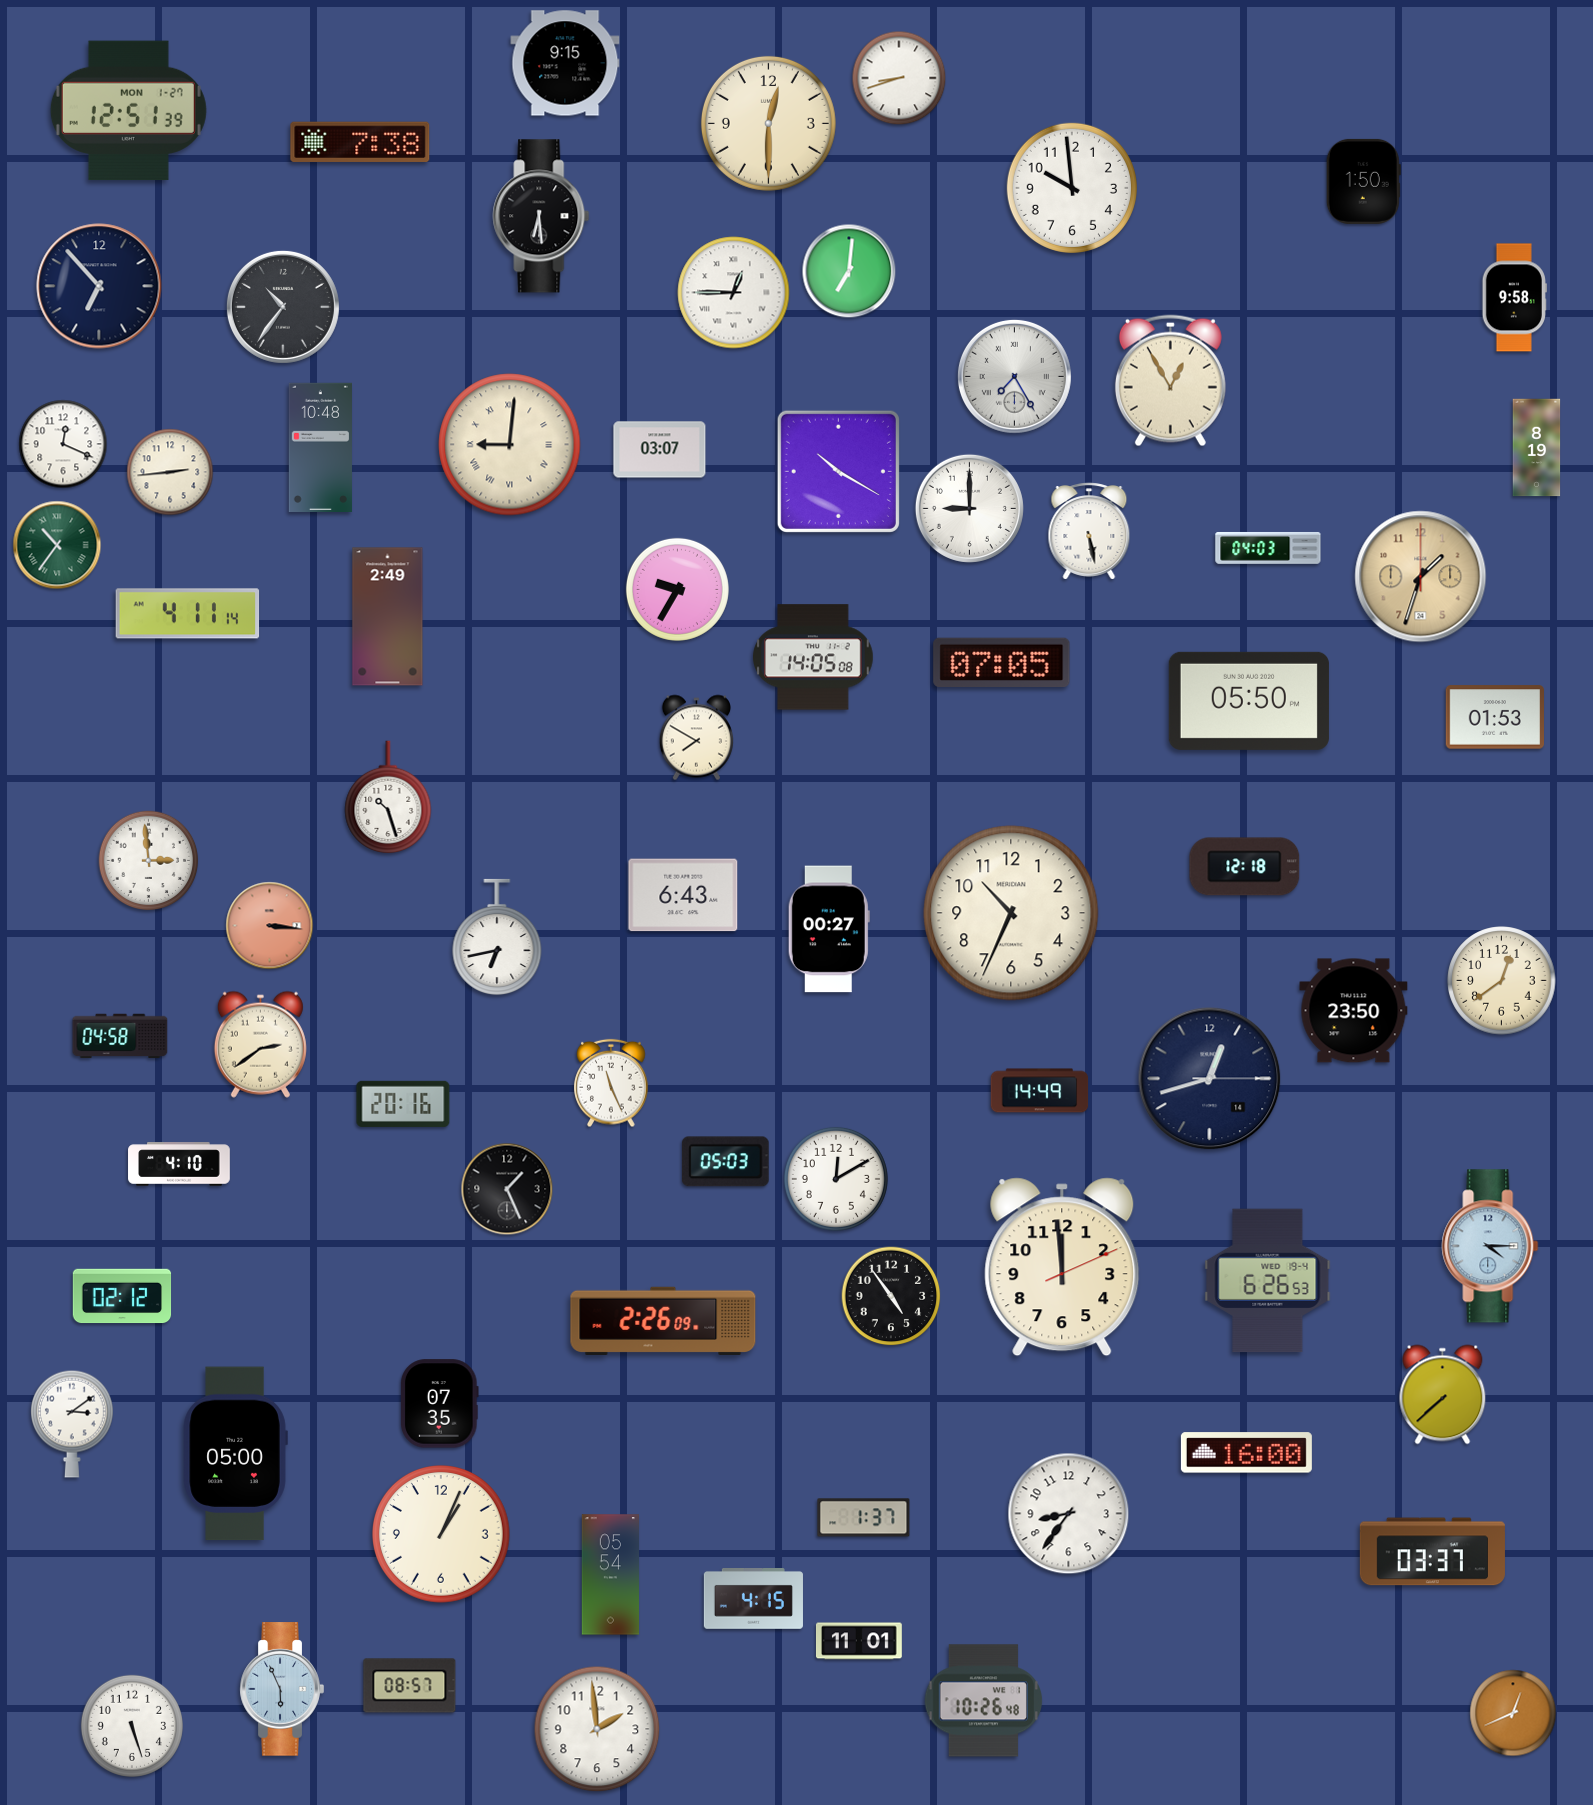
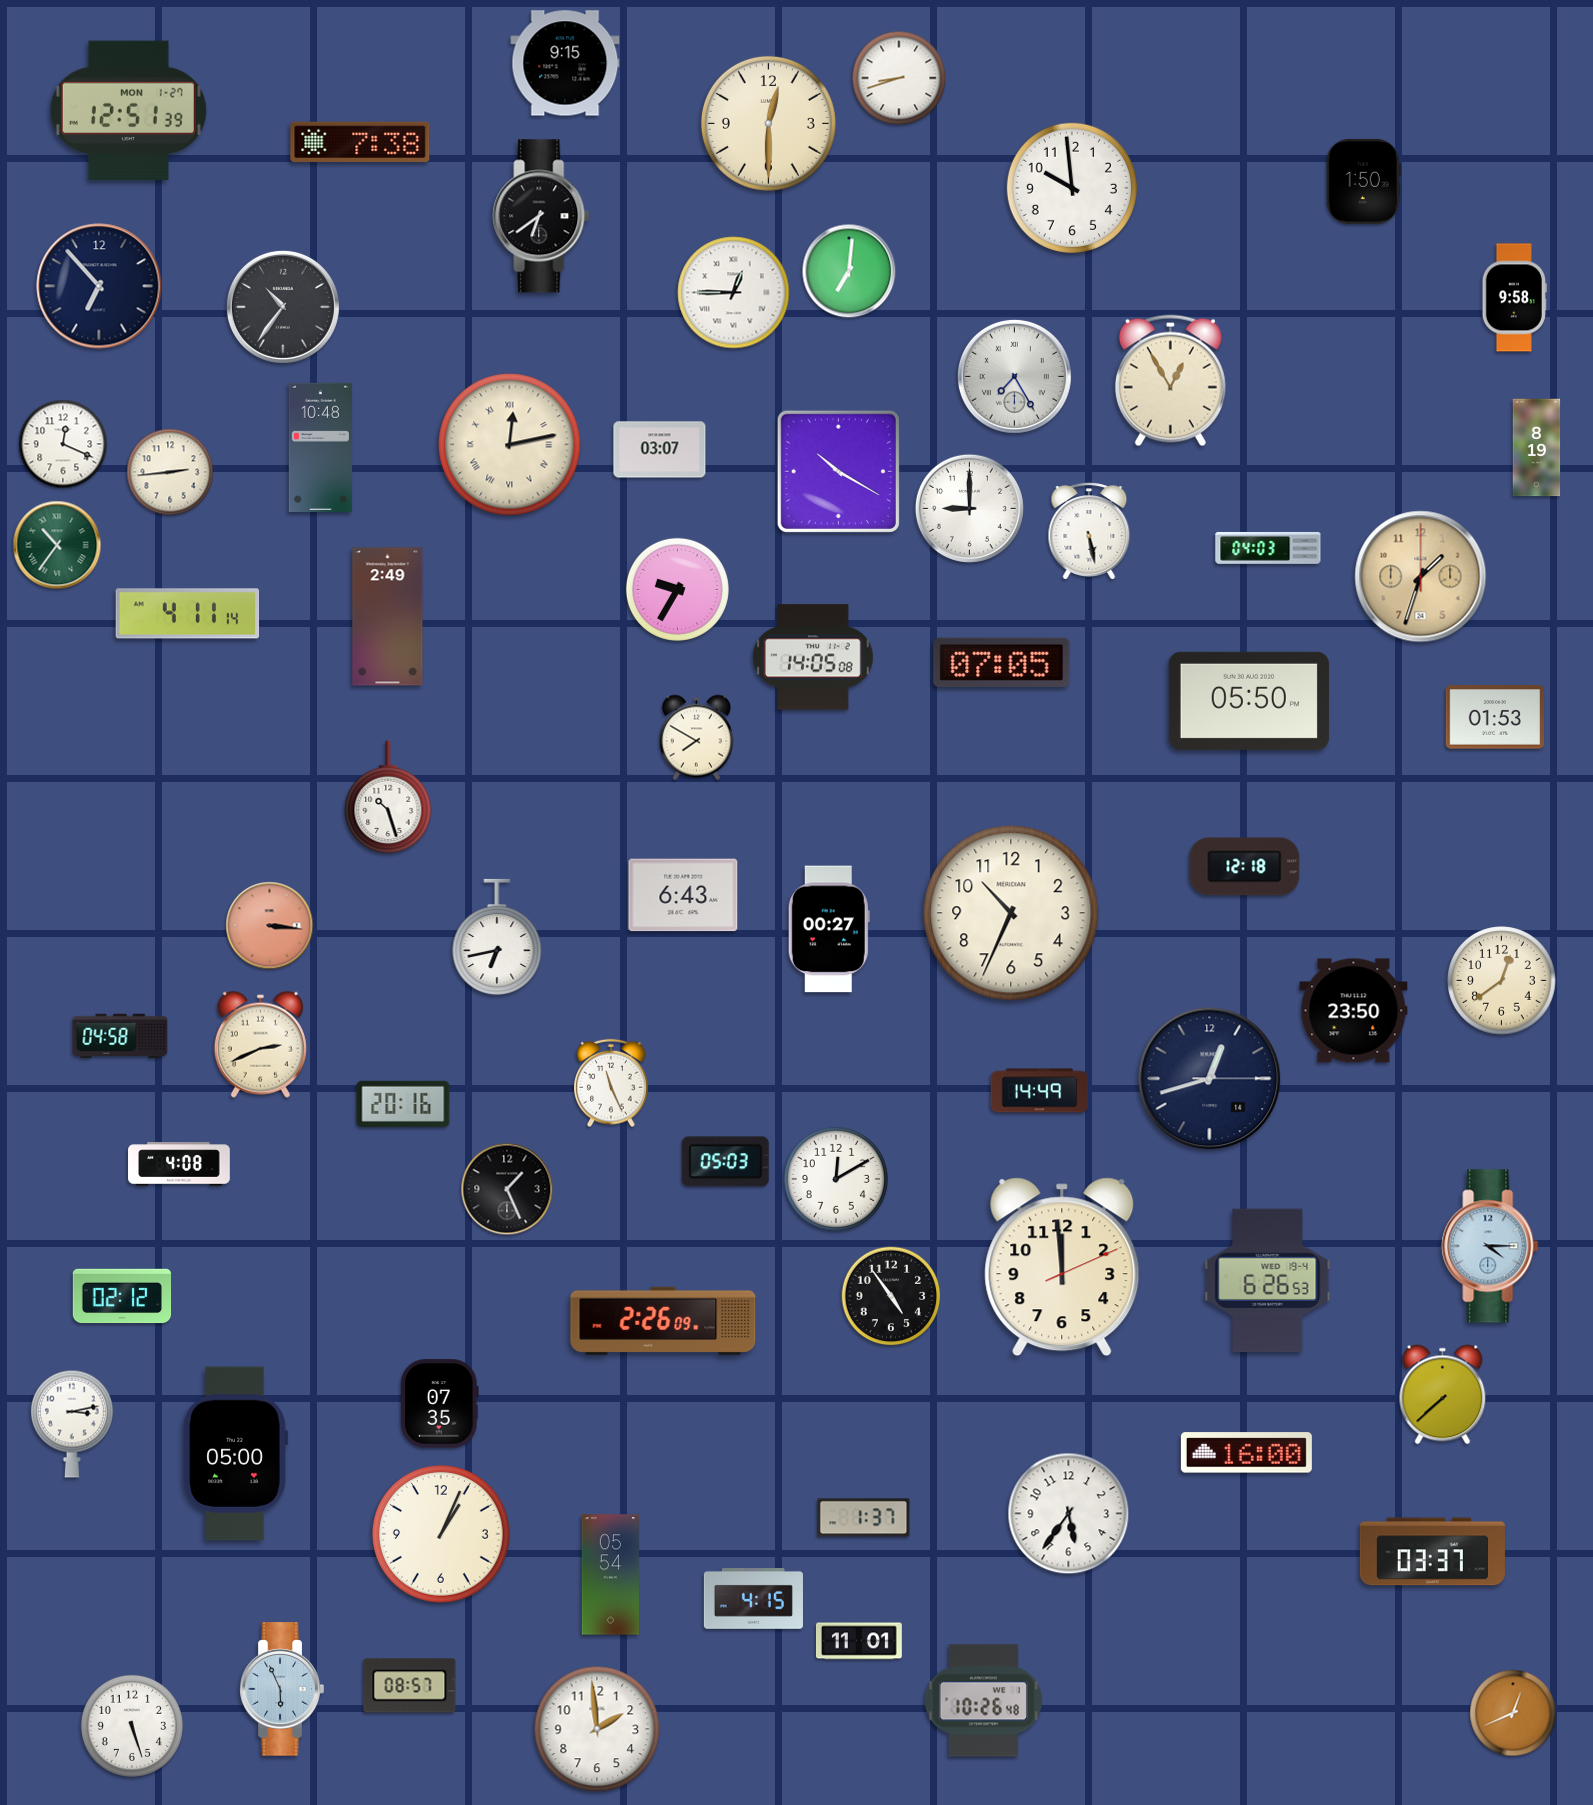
clock at (541, 216): 6:29 -> 6:39
clock at (510, 445): 9:01 -> 12:13
clock at (149, 861): 2:59 -> none
clock at (260, 1044): 2:39 -> 2:41
clock at (179, 1164): 4:10 -> 4:08
clock at (72, 1424): 3:09 -> 3:13
clock at (1069, 1514): 8:36 -> 5:36
